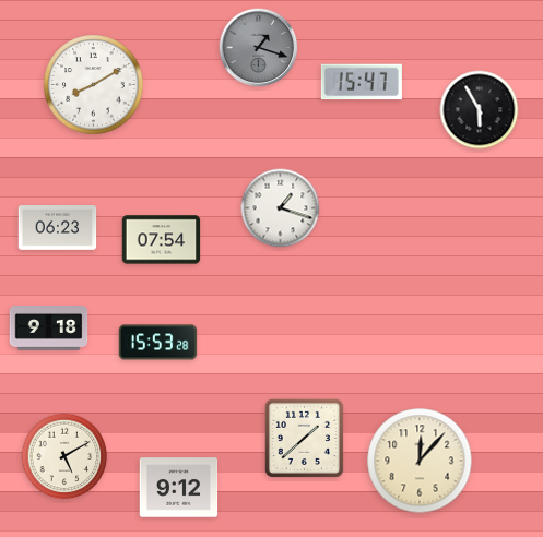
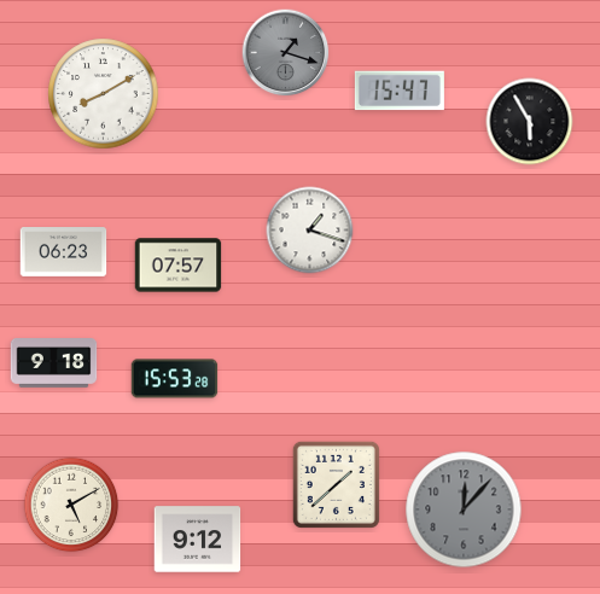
clock at (162, 240): 07:54 -> 07:57
clock at (420, 461) dial: cream -> grey
